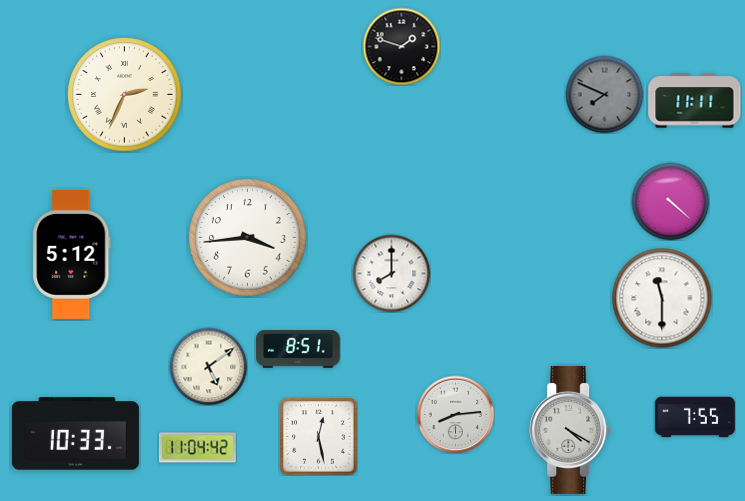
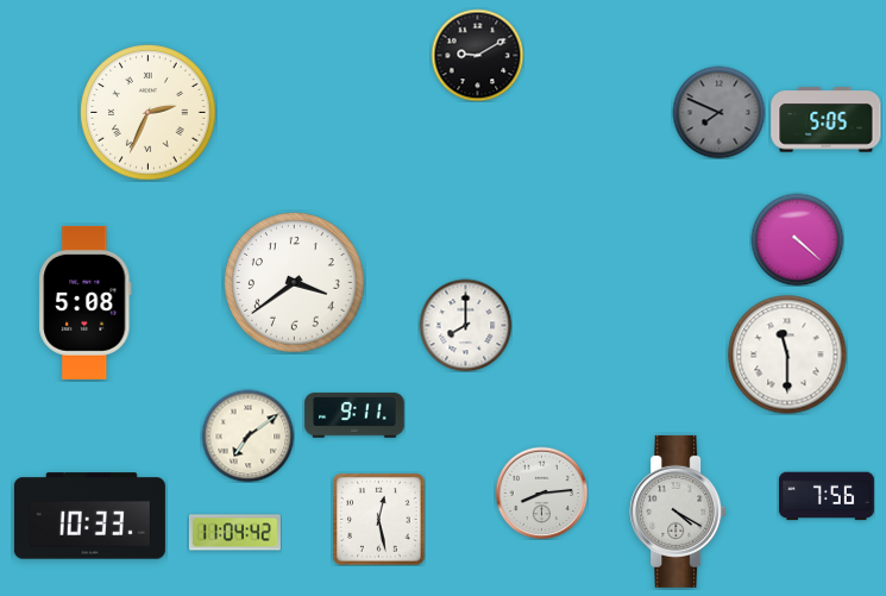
clock at (401, 46): 1:48 -> 9:10
clock at (695, 101): 11:11 -> 5:05
clock at (248, 238): 3:44 -> 3:39
clock at (72, 254): 5:12 -> 5:08
clock at (298, 349): 8:51 -> 9:11
clock at (208, 366): 5:09 -> 7:09
clock at (696, 417): 7:55 -> 7:56
